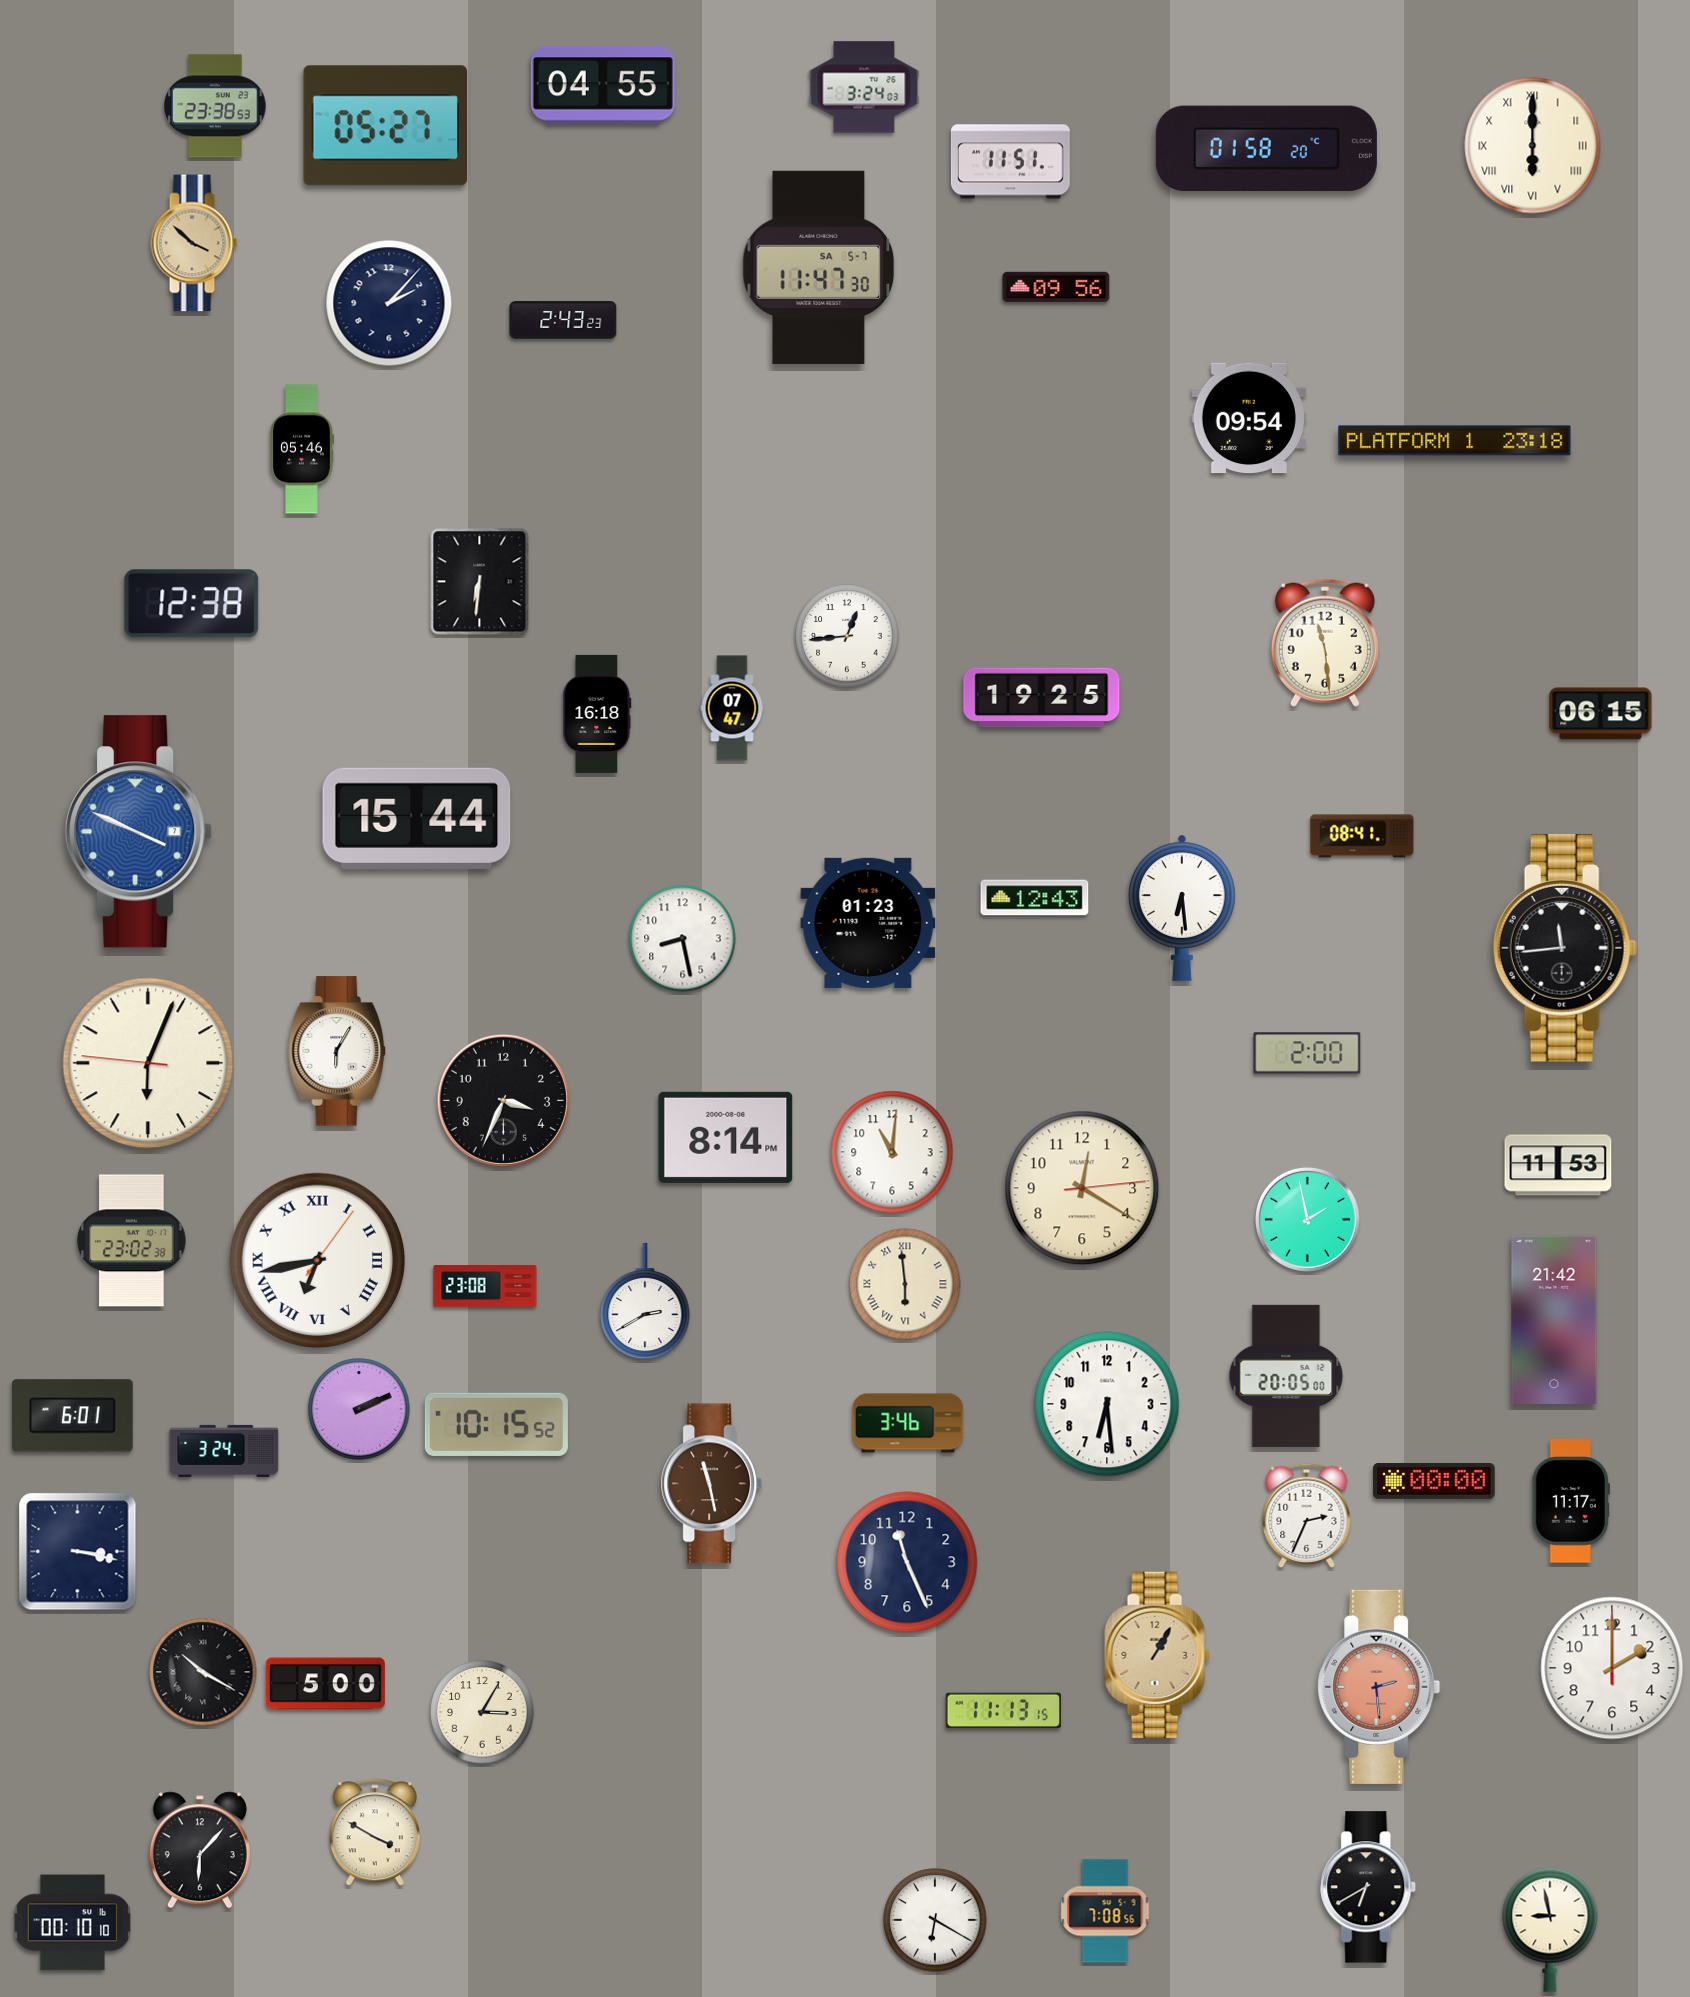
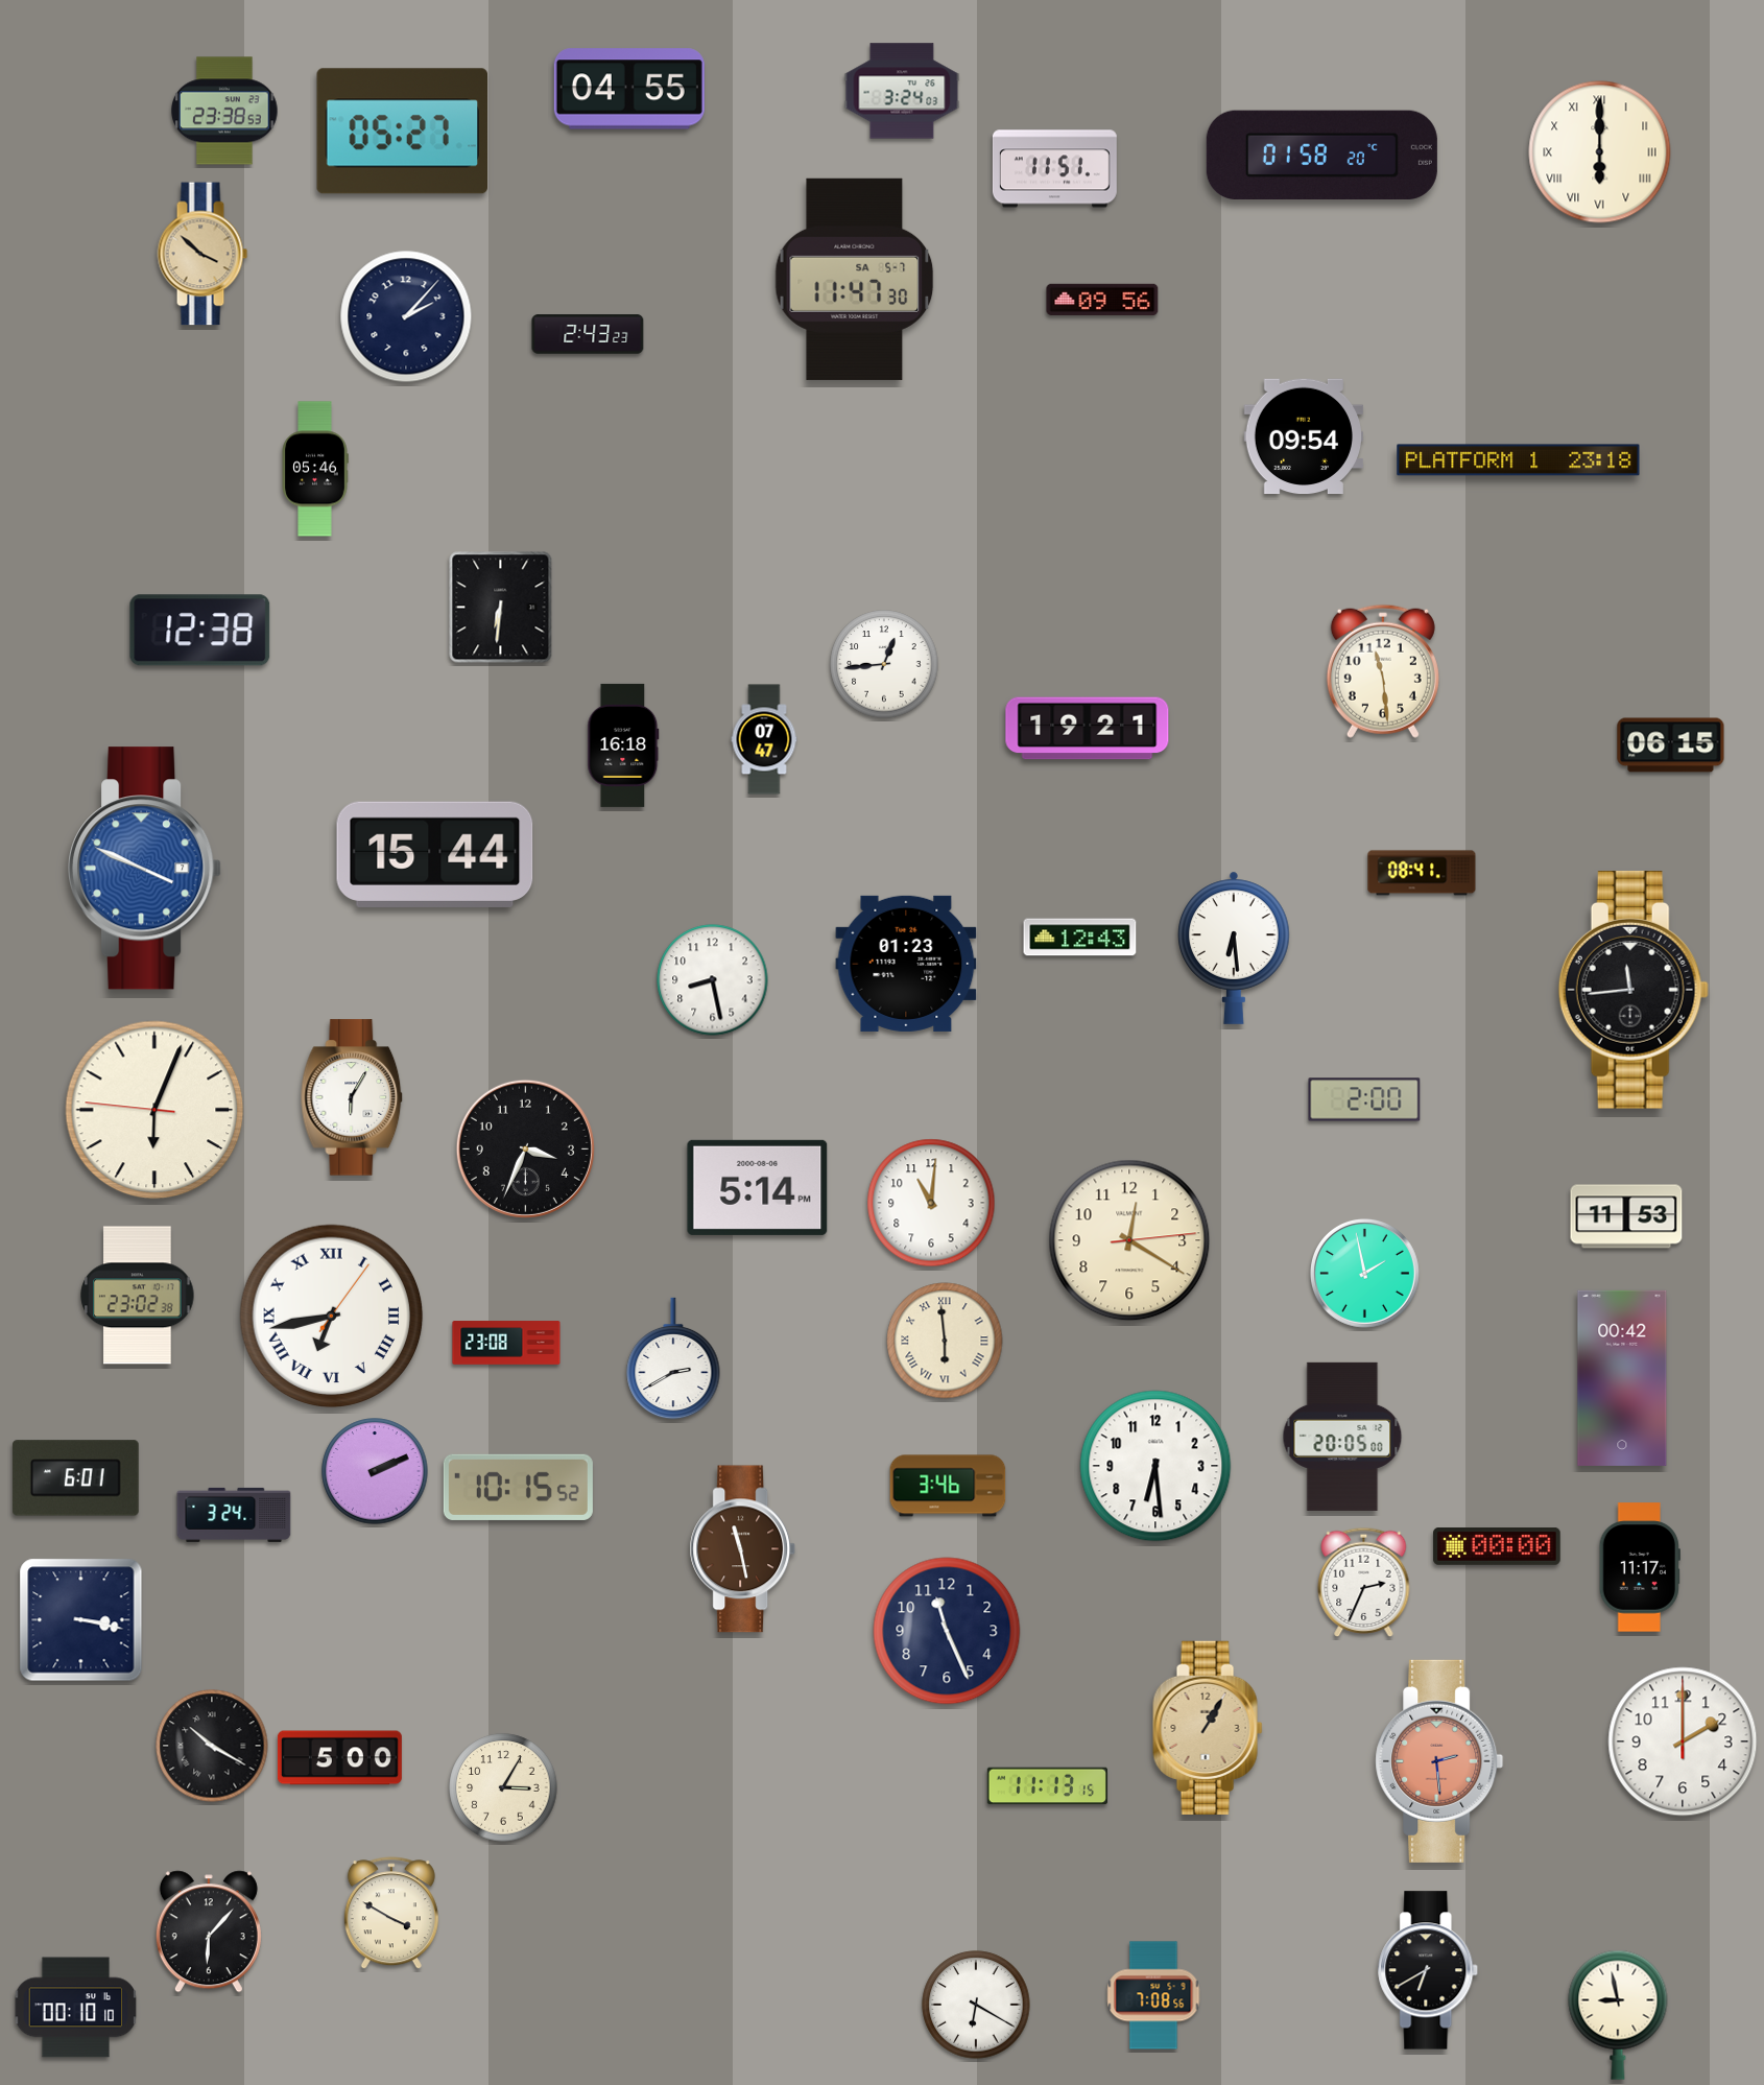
clock at (1042, 698): 19:25 -> 19:21
clock at (726, 1137): 8:14 -> 5:14
clock at (1554, 1320): 21:42 -> 00:42
